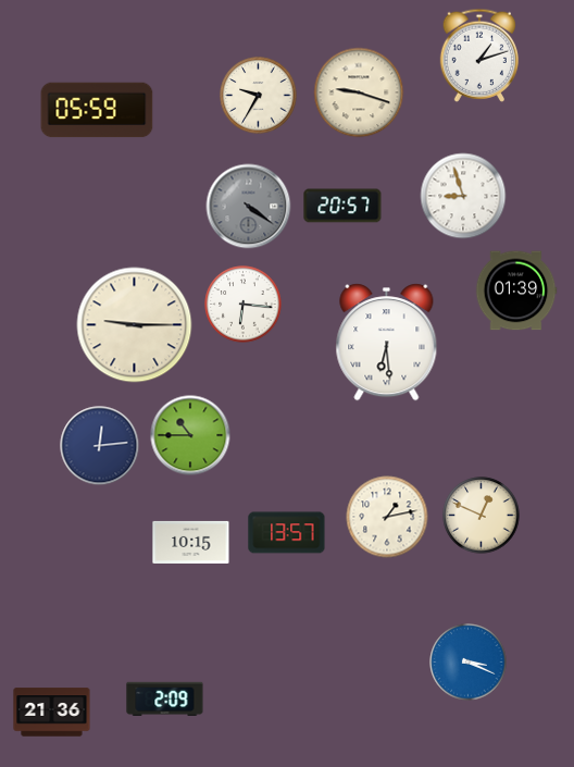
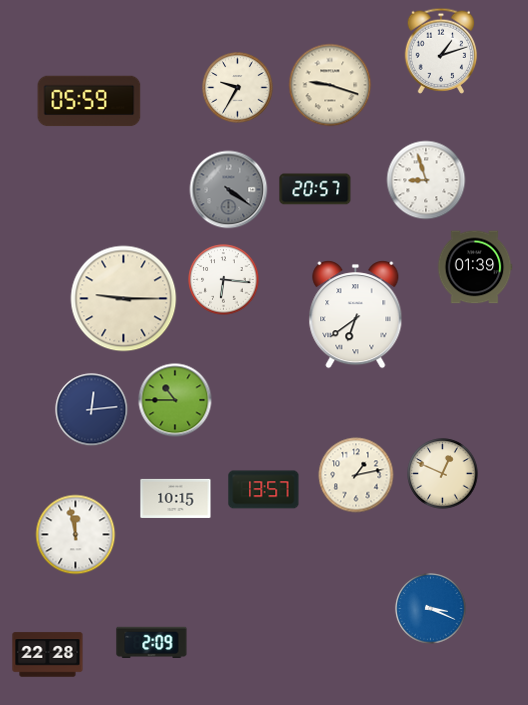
clock at (387, 343): 6:29 -> 6:39
clock at (76, 535): none -> 11:58
clock at (52, 713): 21:36 -> 22:28
